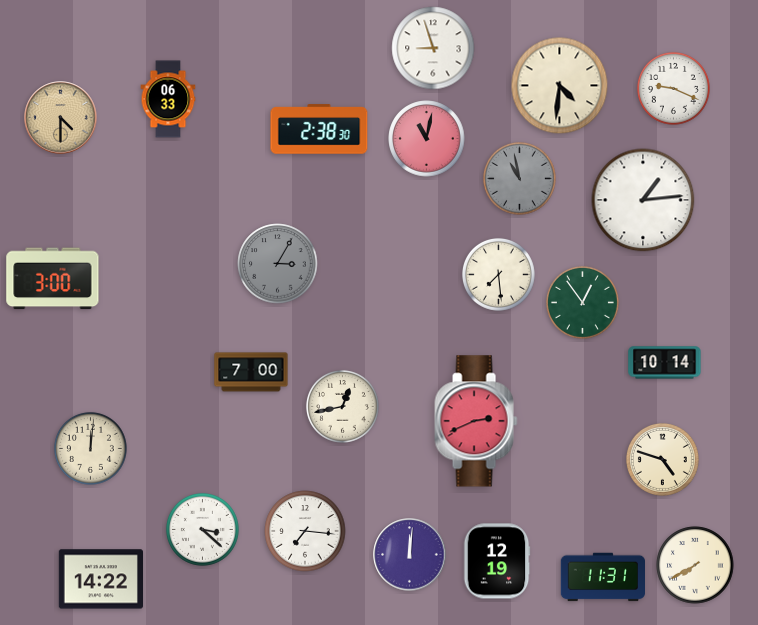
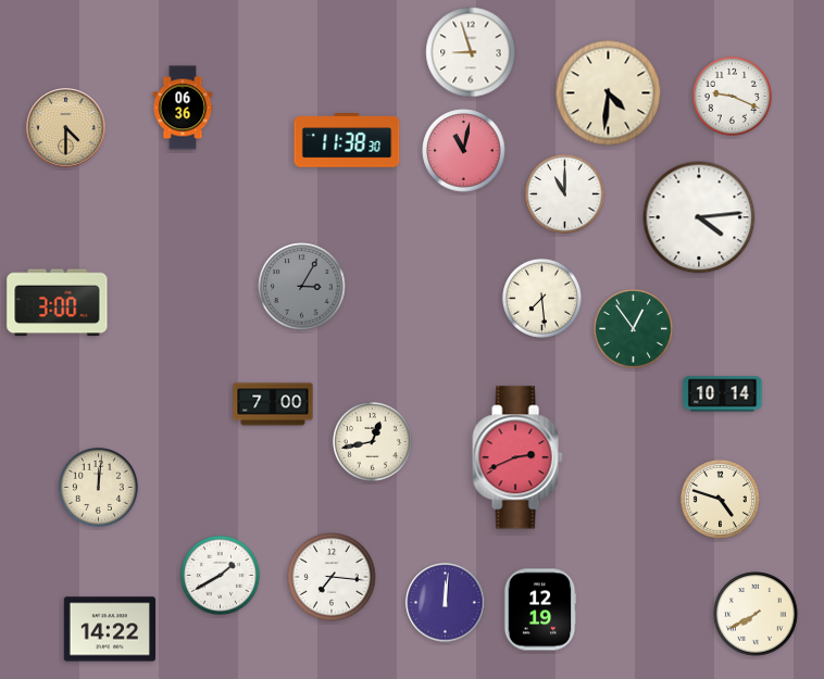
clock at (168, 99): 06:33 -> 06:36
clock at (319, 129): 2:38 -> 11:38
clock at (519, 178): 10:58 -> 11:00
clock at (519, 178) dial: grey -> white
clock at (643, 200): 1:14 -> 4:14
clock at (202, 529): 3:22 -> 1:40
clock at (602, 577): 11:31 -> none
